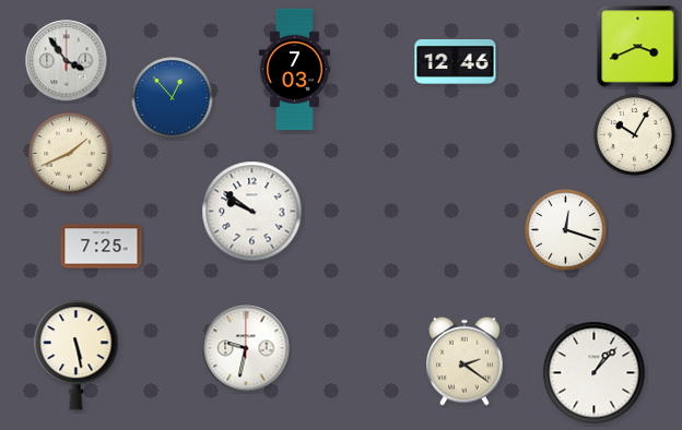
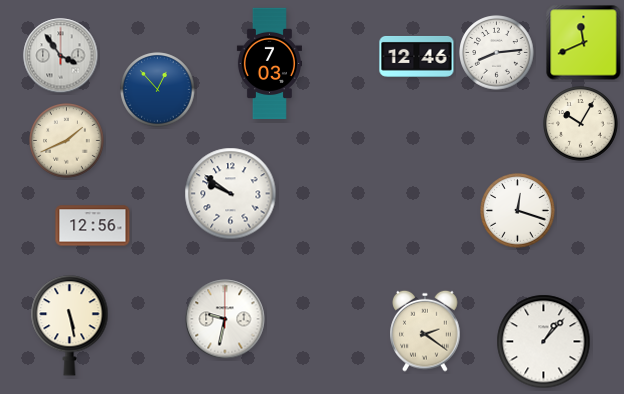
clock at (638, 47): 3:41 -> 11:41
clock at (497, 53): none -> 8:14
clock at (70, 154) position: (70, 154) -> (67, 141)
clock at (102, 247): 7:25 -> 12:56
